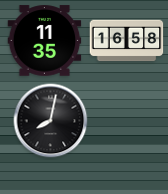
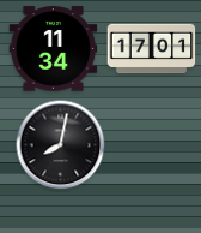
clock at (45, 41): 11:35 -> 11:34
clock at (127, 41): 16:58 -> 17:01
